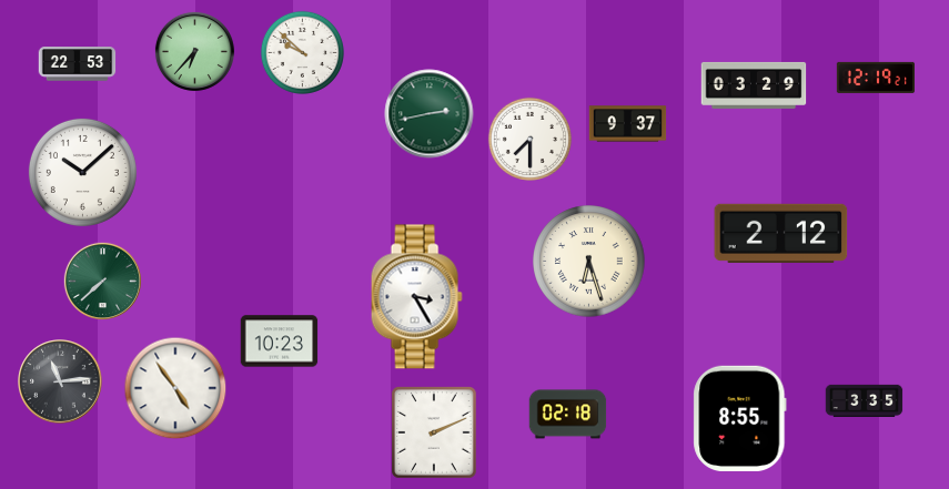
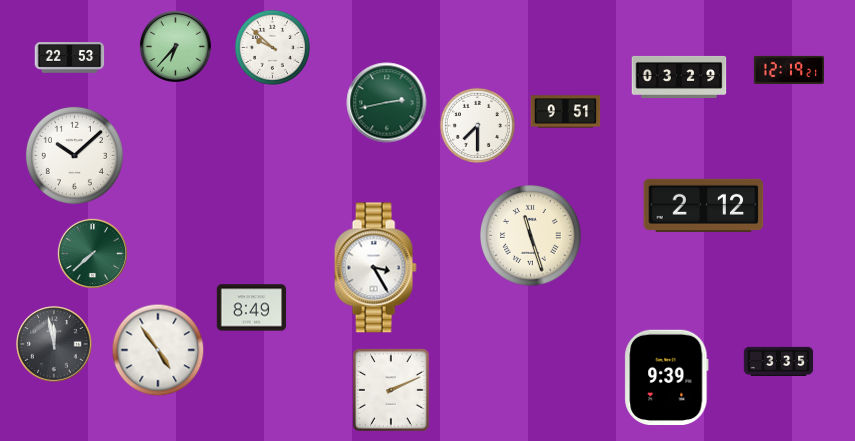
clock at (628, 124): 9:37 -> 9:51
clock at (781, 233) position: (781, 233) -> (704, 205)
clock at (589, 262): 6:27 -> 11:27
clock at (280, 342): 10:23 -> 8:49
clock at (60, 381): 11:14 -> 11:58
clock at (568, 415): 02:18 -> none
clock at (740, 418): 8:55 -> 9:39
